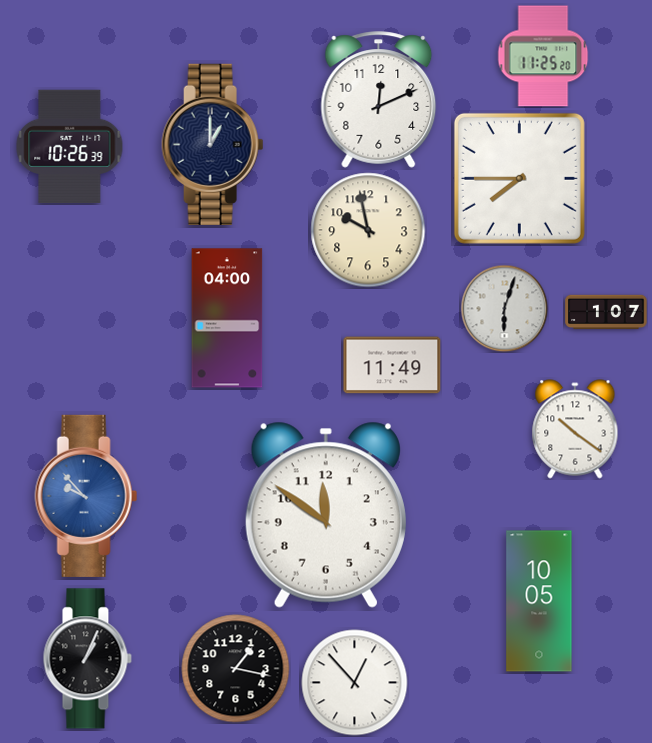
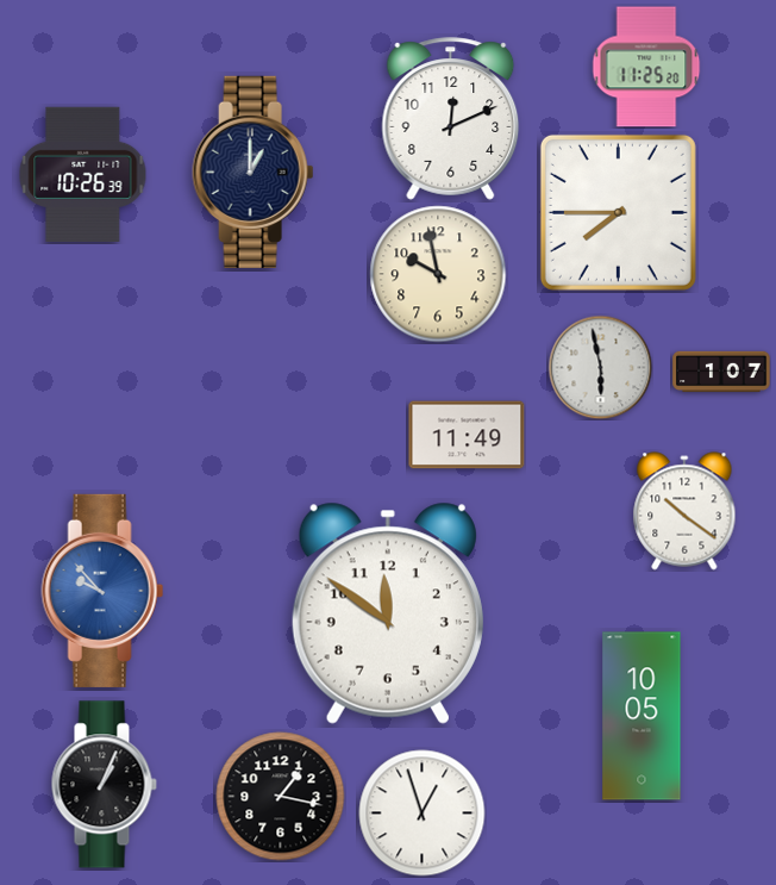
clock at (504, 308): 6:03 -> 5:58
clock at (227, 318): 04:00 -> none
clock at (355, 683): 12:53 -> 12:57
